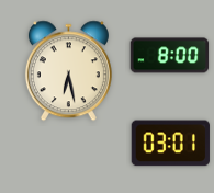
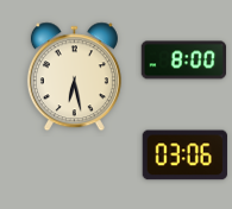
clock at (170, 144): 03:01 -> 03:06
